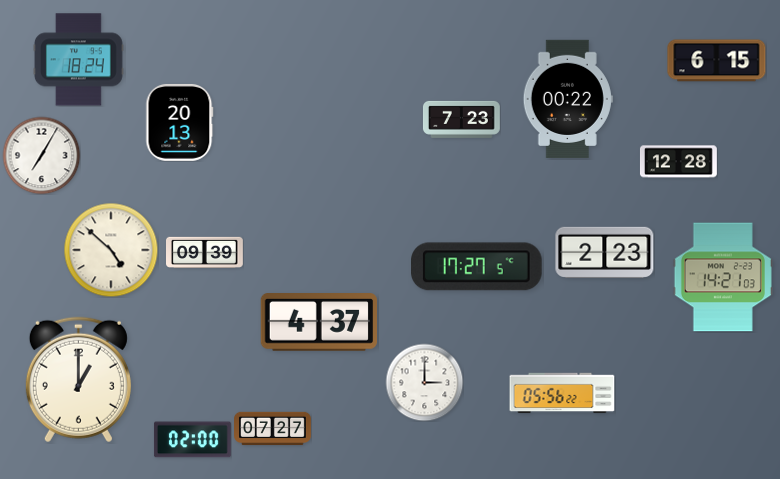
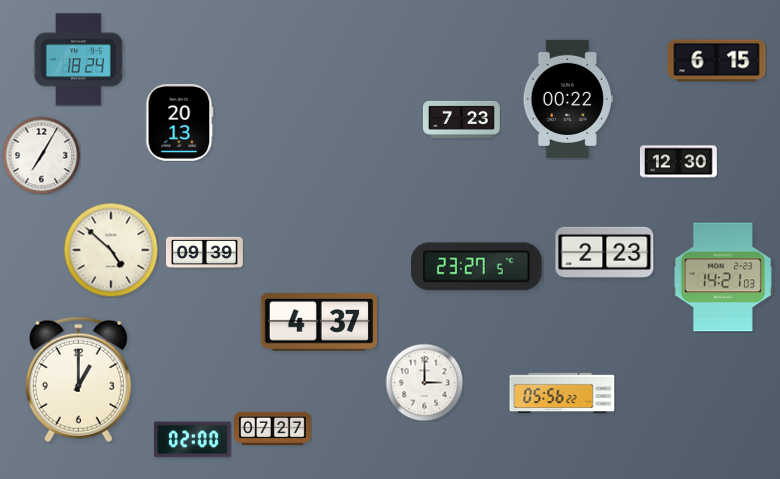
clock at (679, 162): 12:28 -> 12:30
clock at (477, 267): 17:27 -> 23:27
